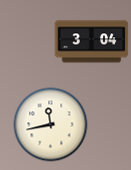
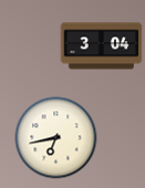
clock at (51, 125): 11:43 -> 6:43
